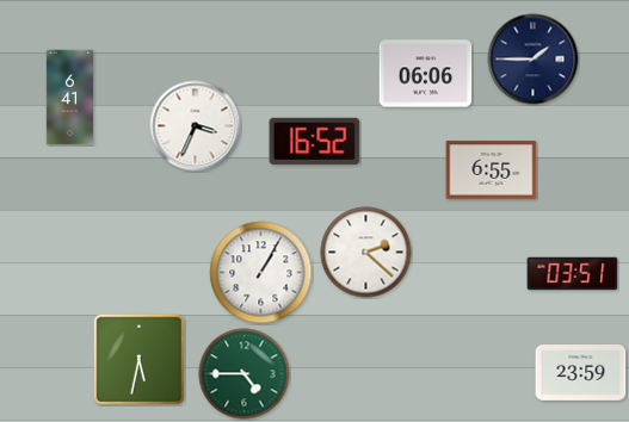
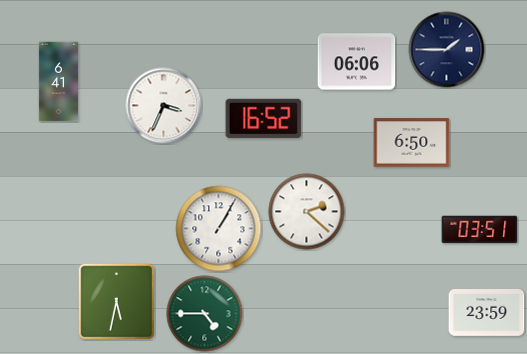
clock at (492, 170): 6:55 -> 6:50
